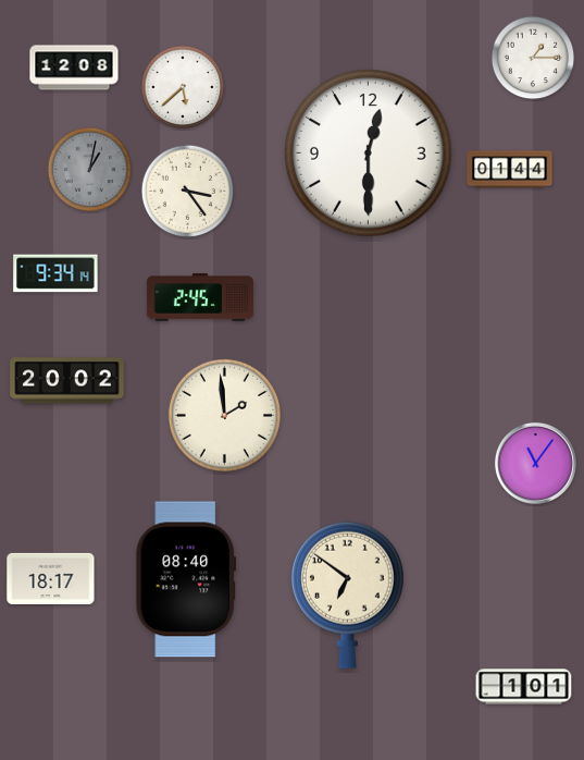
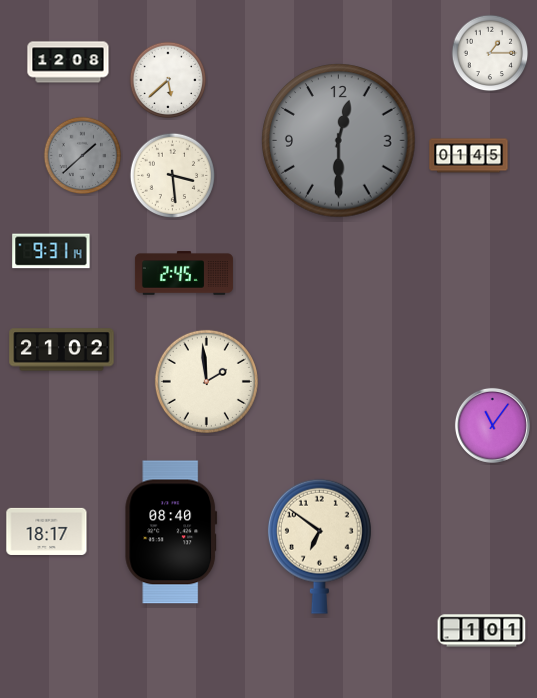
clock at (369, 154) dial: white -> grey
clock at (90, 170): 1:02 -> 1:38
clock at (510, 170): 01:44 -> 01:45
clock at (188, 192): 3:24 -> 3:29
clock at (55, 273): 9:34 -> 9:31
clock at (67, 381): 20:02 -> 21:02
